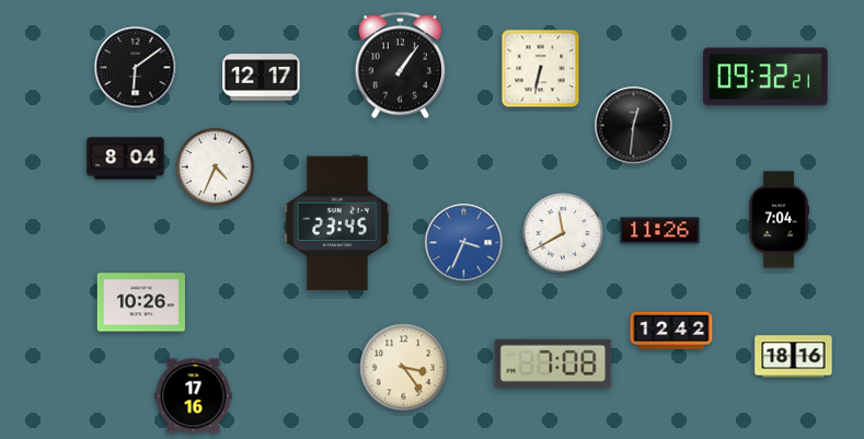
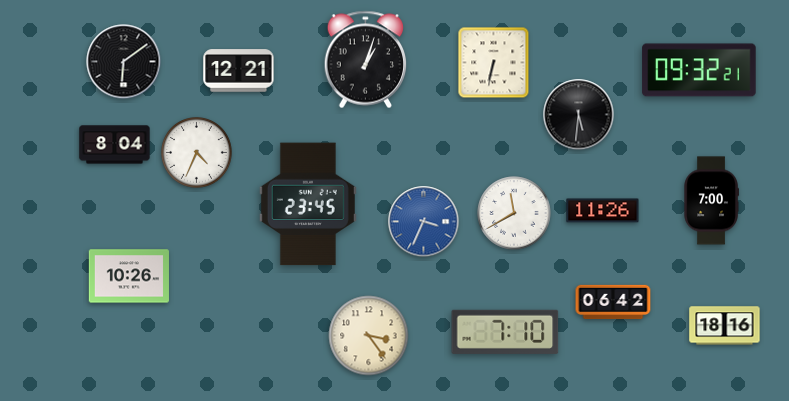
clock at (401, 66): 1:06 -> 1:03
clock at (262, 78): 12:17 -> 12:21
clock at (634, 126): 12:31 -> 5:31
clock at (779, 220): 7:04 -> 7:00
clock at (671, 331): 12:42 -> 06:42
clock at (553, 363): 7:08 -> 7:10
clock at (194, 396): 17:16 -> none
